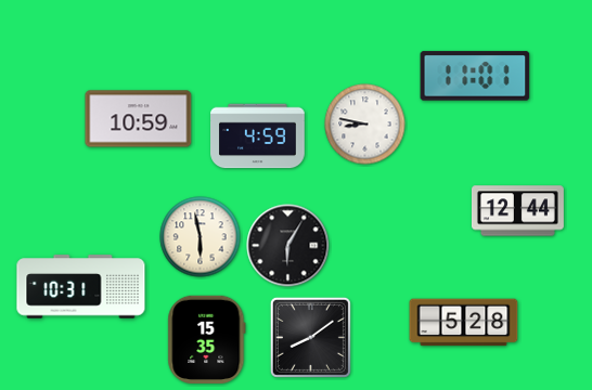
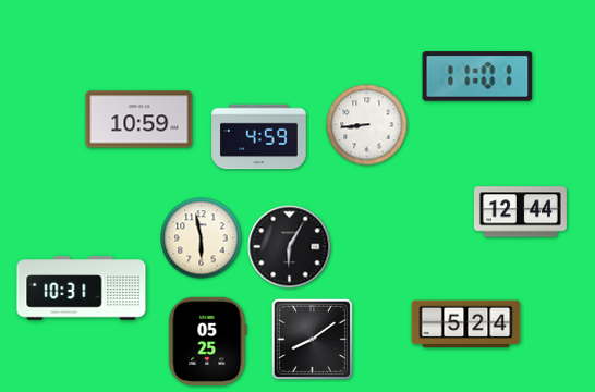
clock at (365, 125): 8:47 -> 8:44
clock at (464, 323): 5:28 -> 5:24
clock at (207, 339): 15:35 -> 05:25
